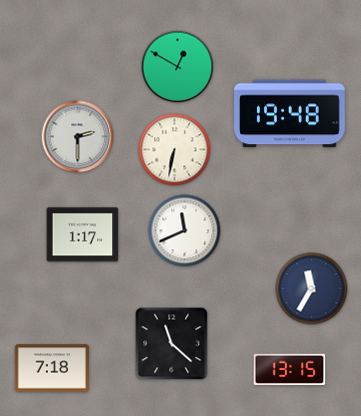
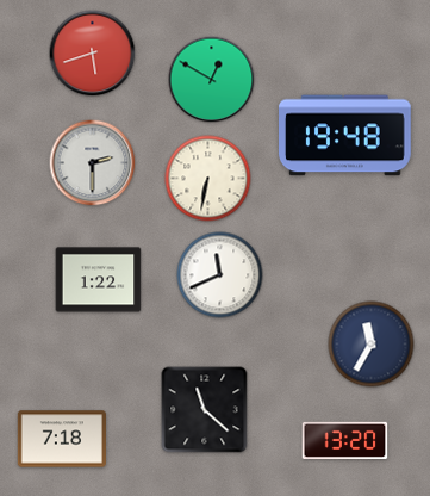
clock at (93, 54): none -> 5:42
clock at (83, 235): 1:17 -> 1:22
clock at (290, 370): 13:15 -> 13:20
